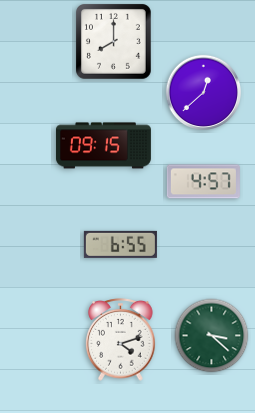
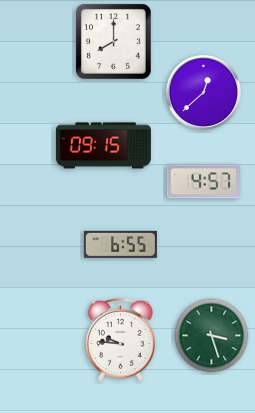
clock at (212, 336): 3:22 -> 3:27
clock at (121, 340): 4:12 -> 9:46
